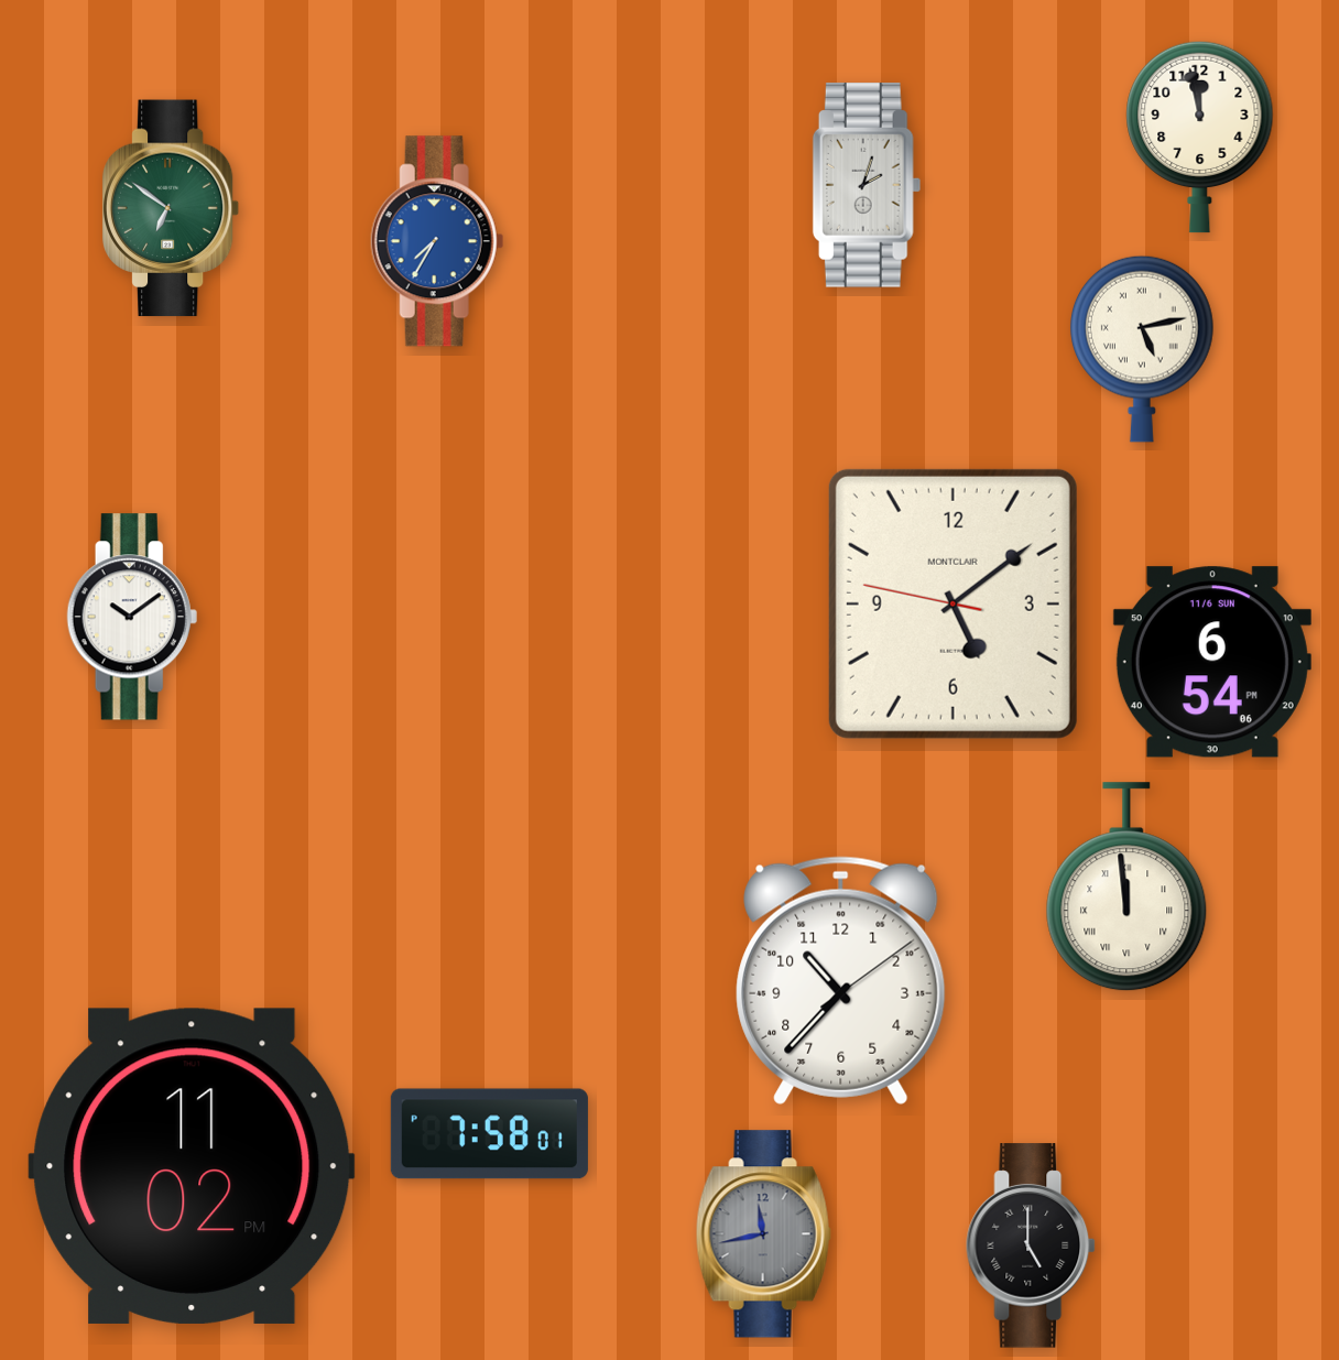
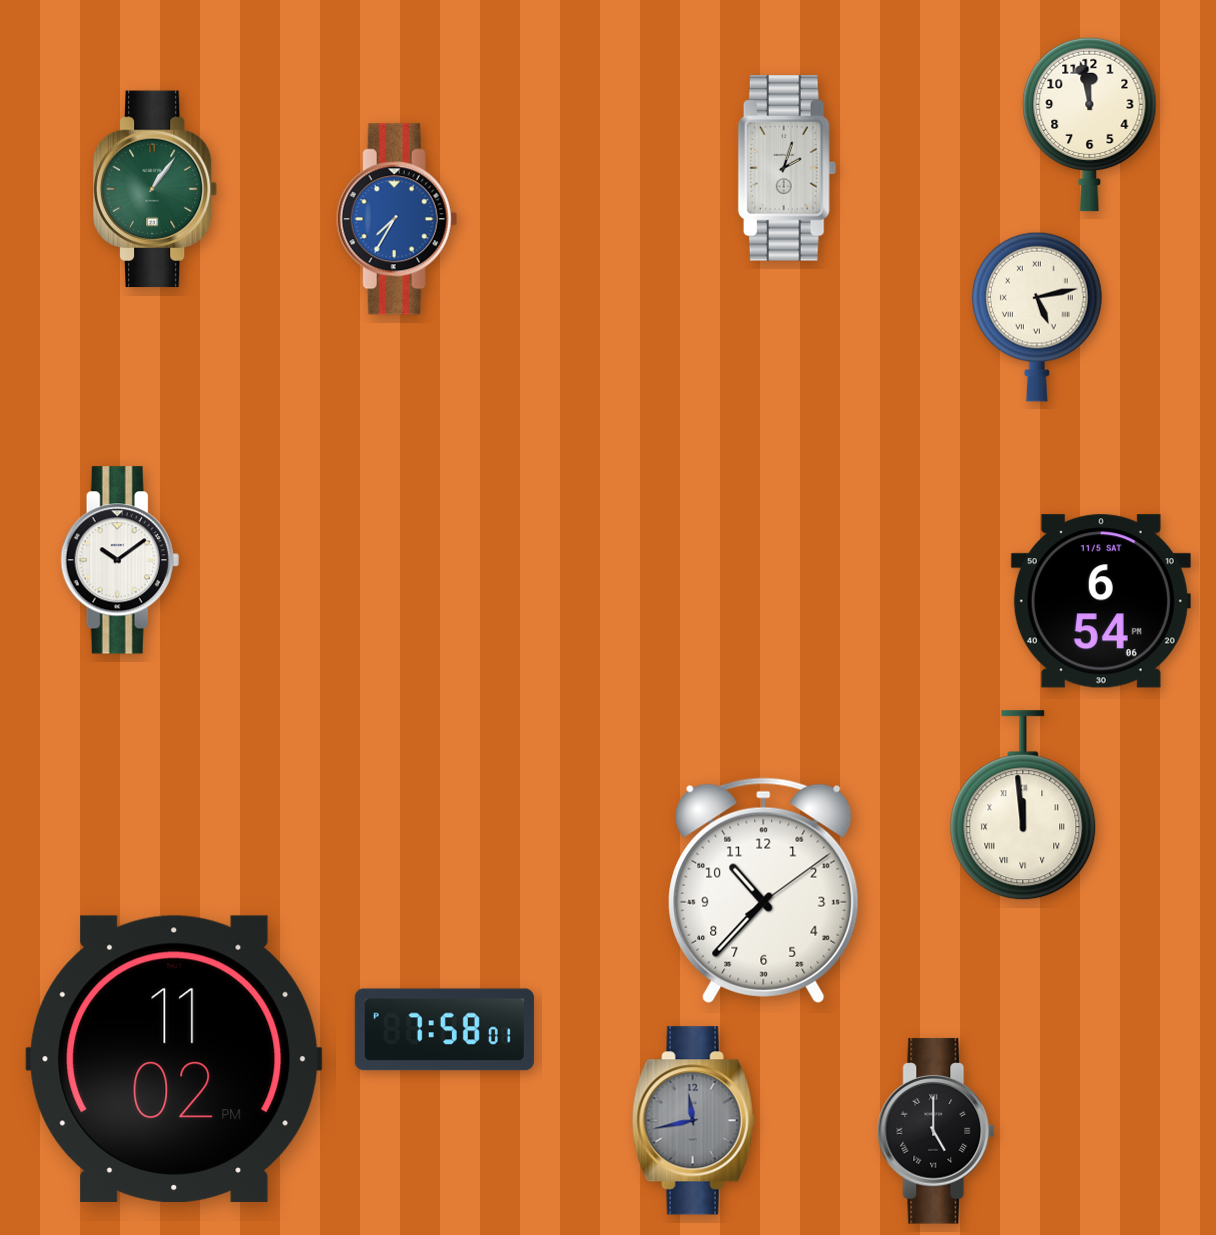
clock at (171, 208): 6:51 -> 1:06
clock at (952, 603): 5:08 -> none
clock at (1212, 662) date: 11/6 SUN -> 11/5 SAT
